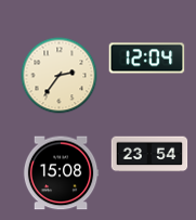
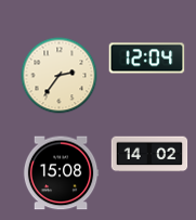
clock at (149, 154): 23:54 -> 14:02
